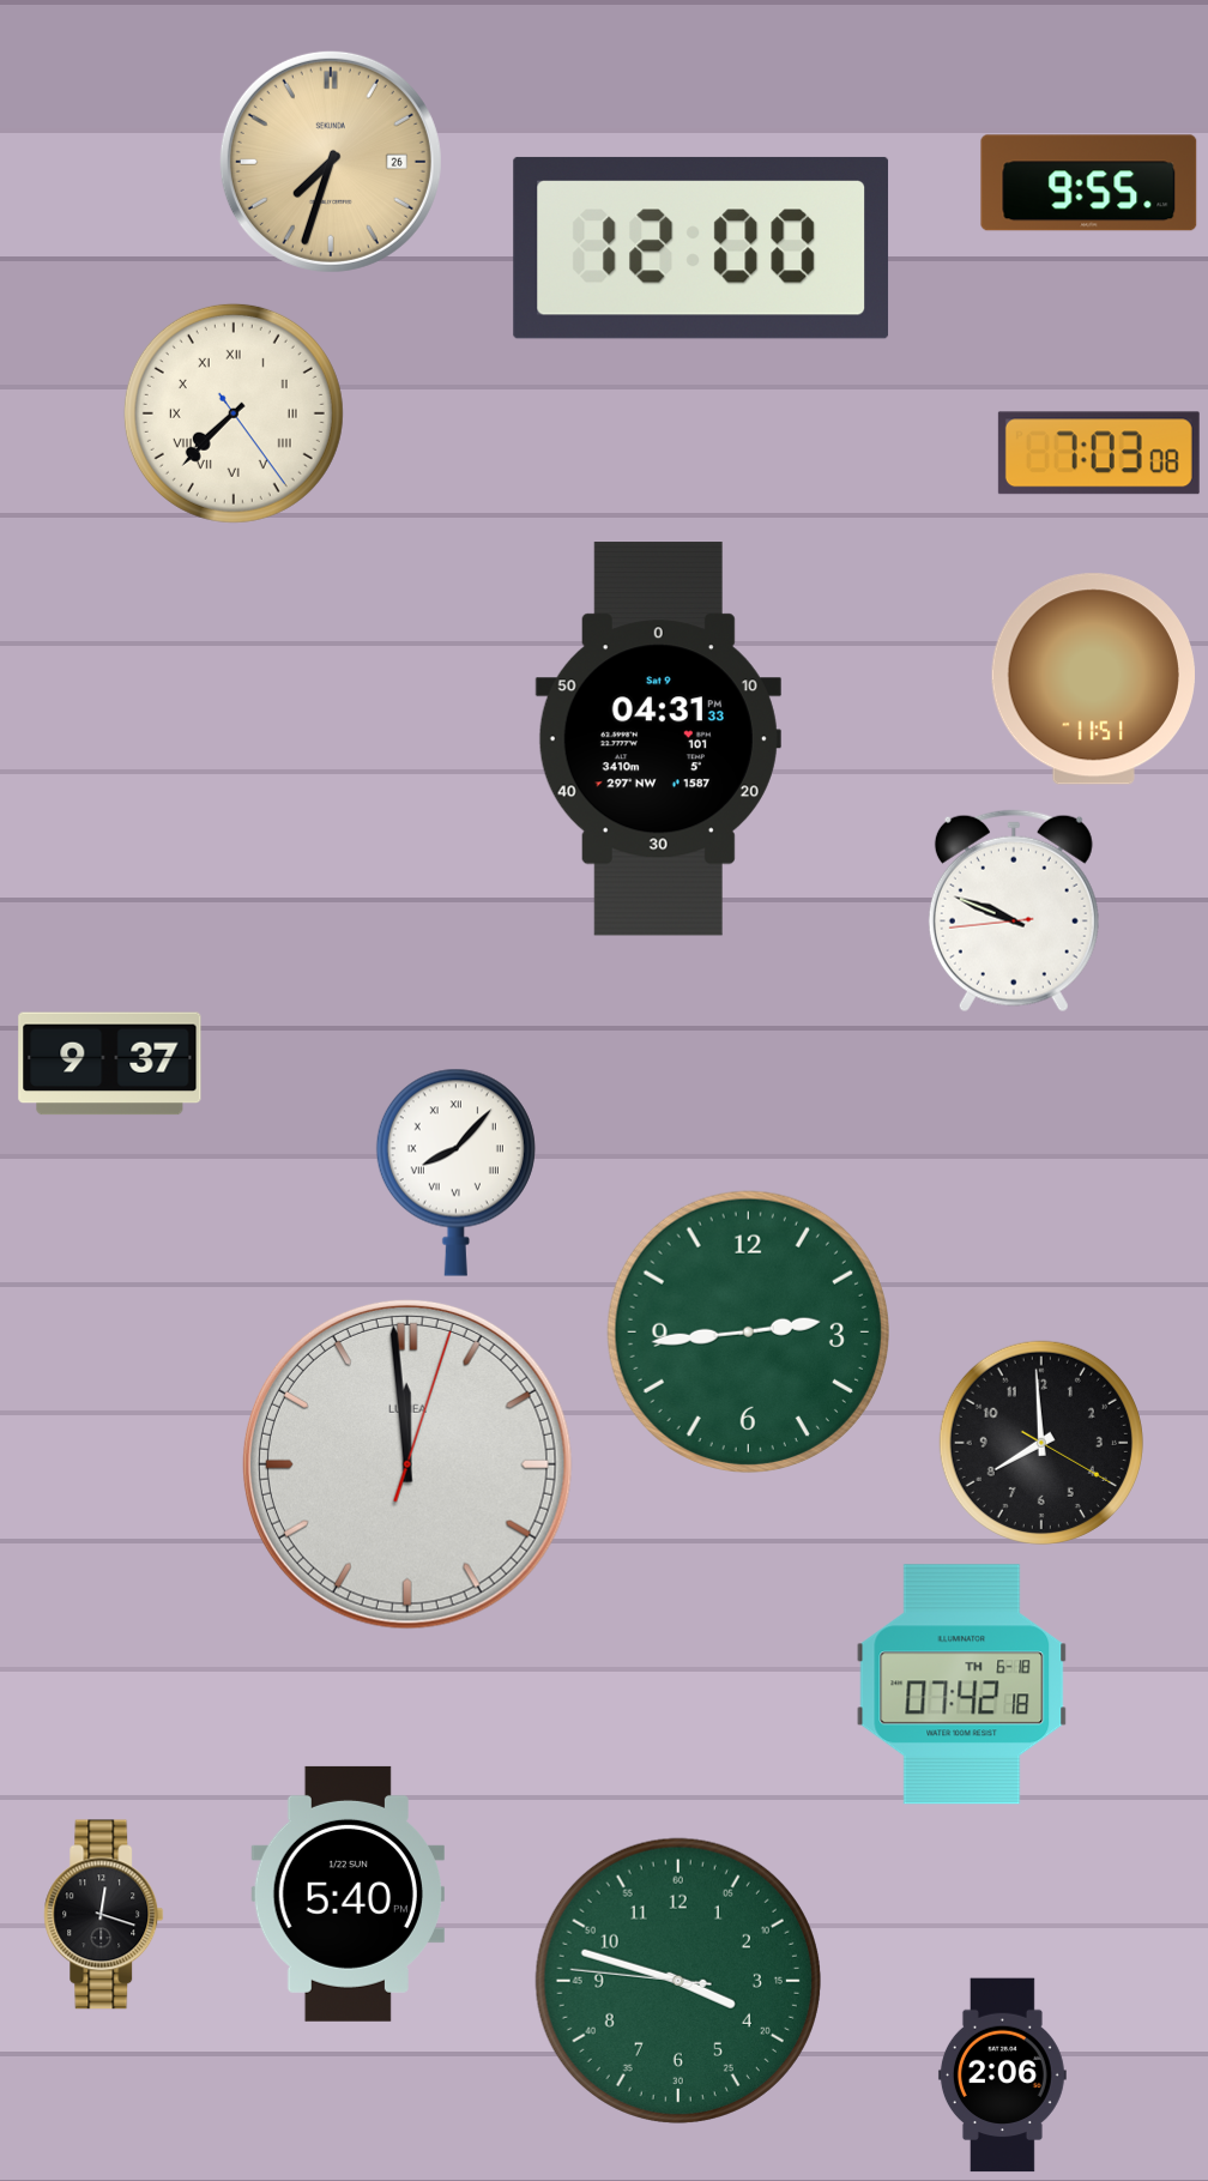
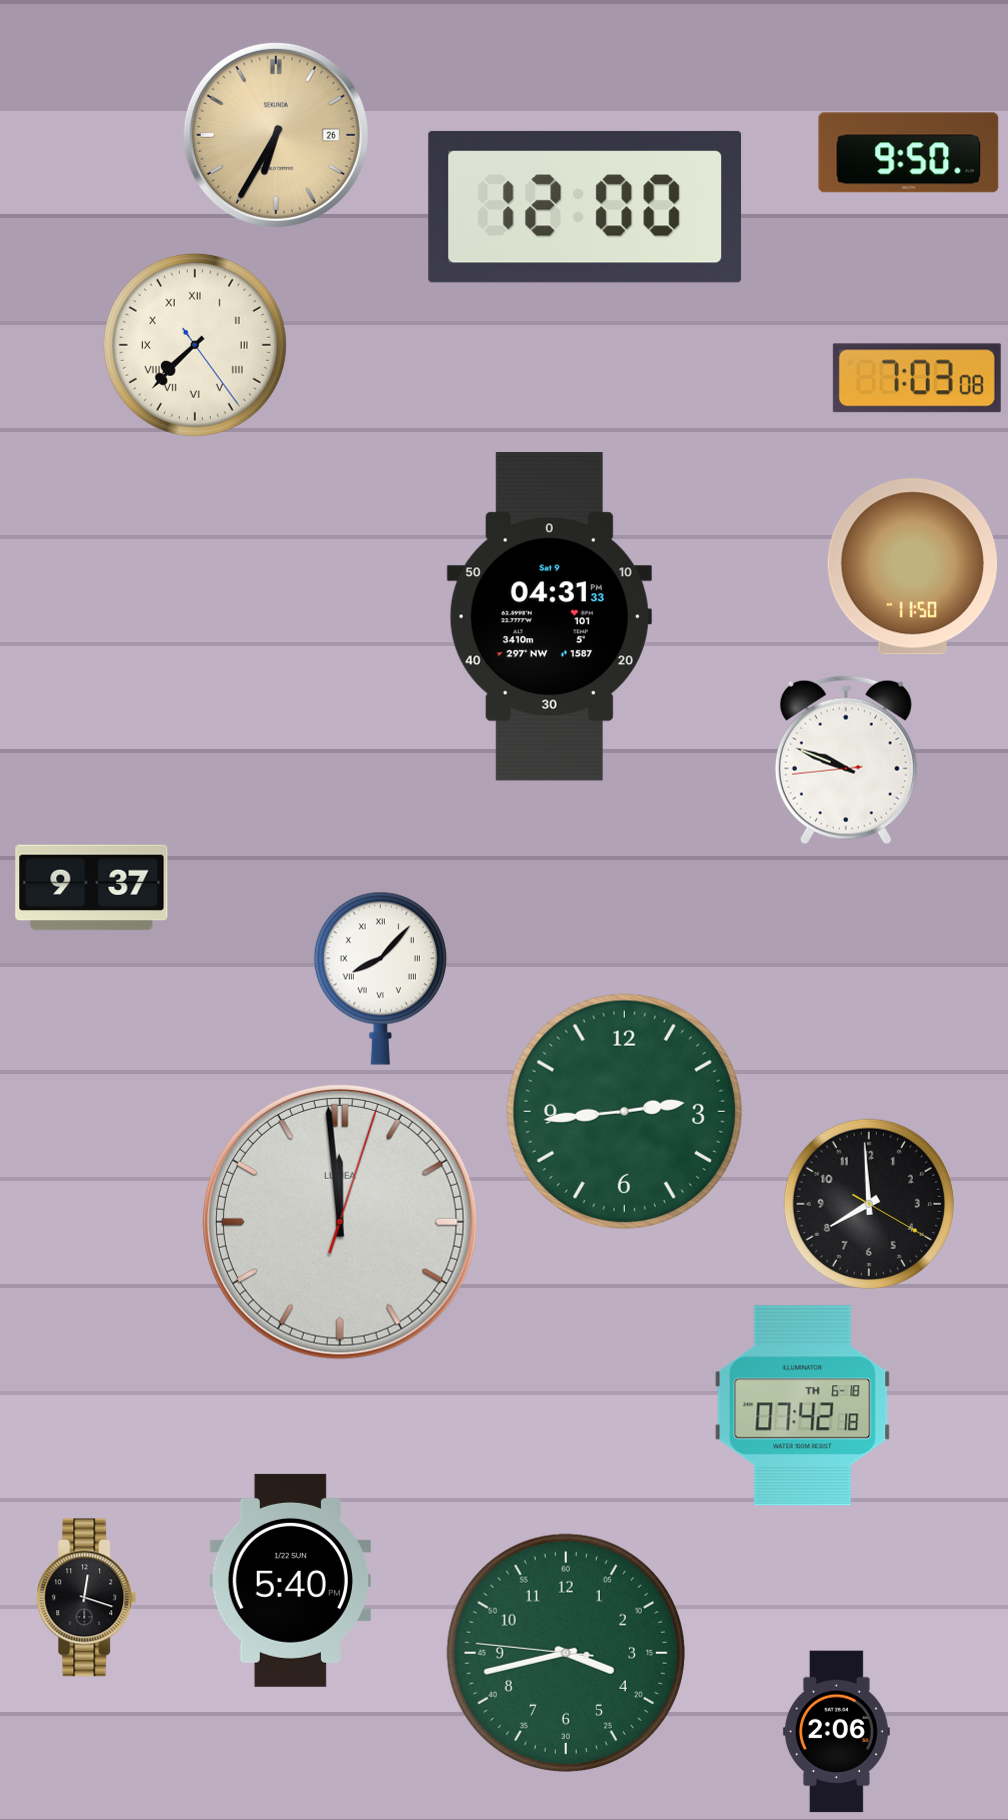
clock at (331, 162): 7:33 -> 6:35
clock at (1089, 183): 9:55 -> 9:50
clock at (1093, 679): 11:51 -> 11:50
clock at (678, 1981): 3:47 -> 3:42
